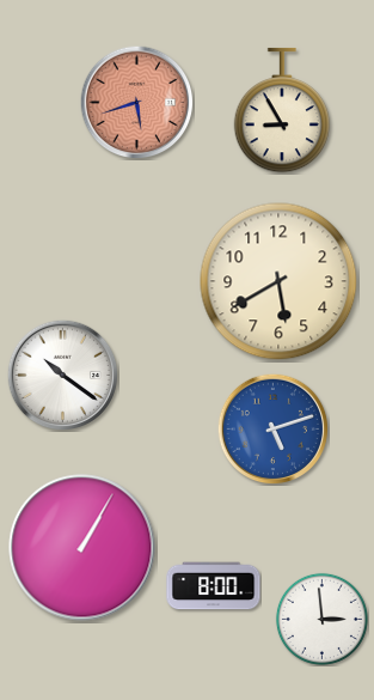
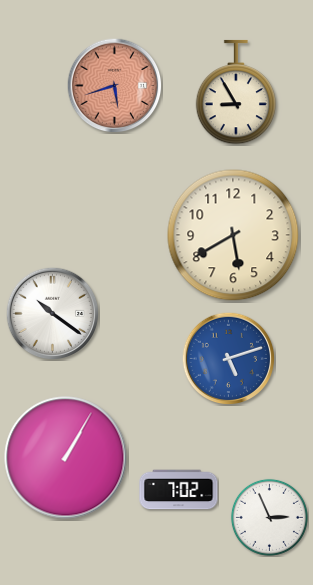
clock at (82, 548) position: (82, 548) -> (66, 458)
clock at (214, 586): 8:00 -> 7:02
clock at (321, 619): 2:59 -> 2:56
